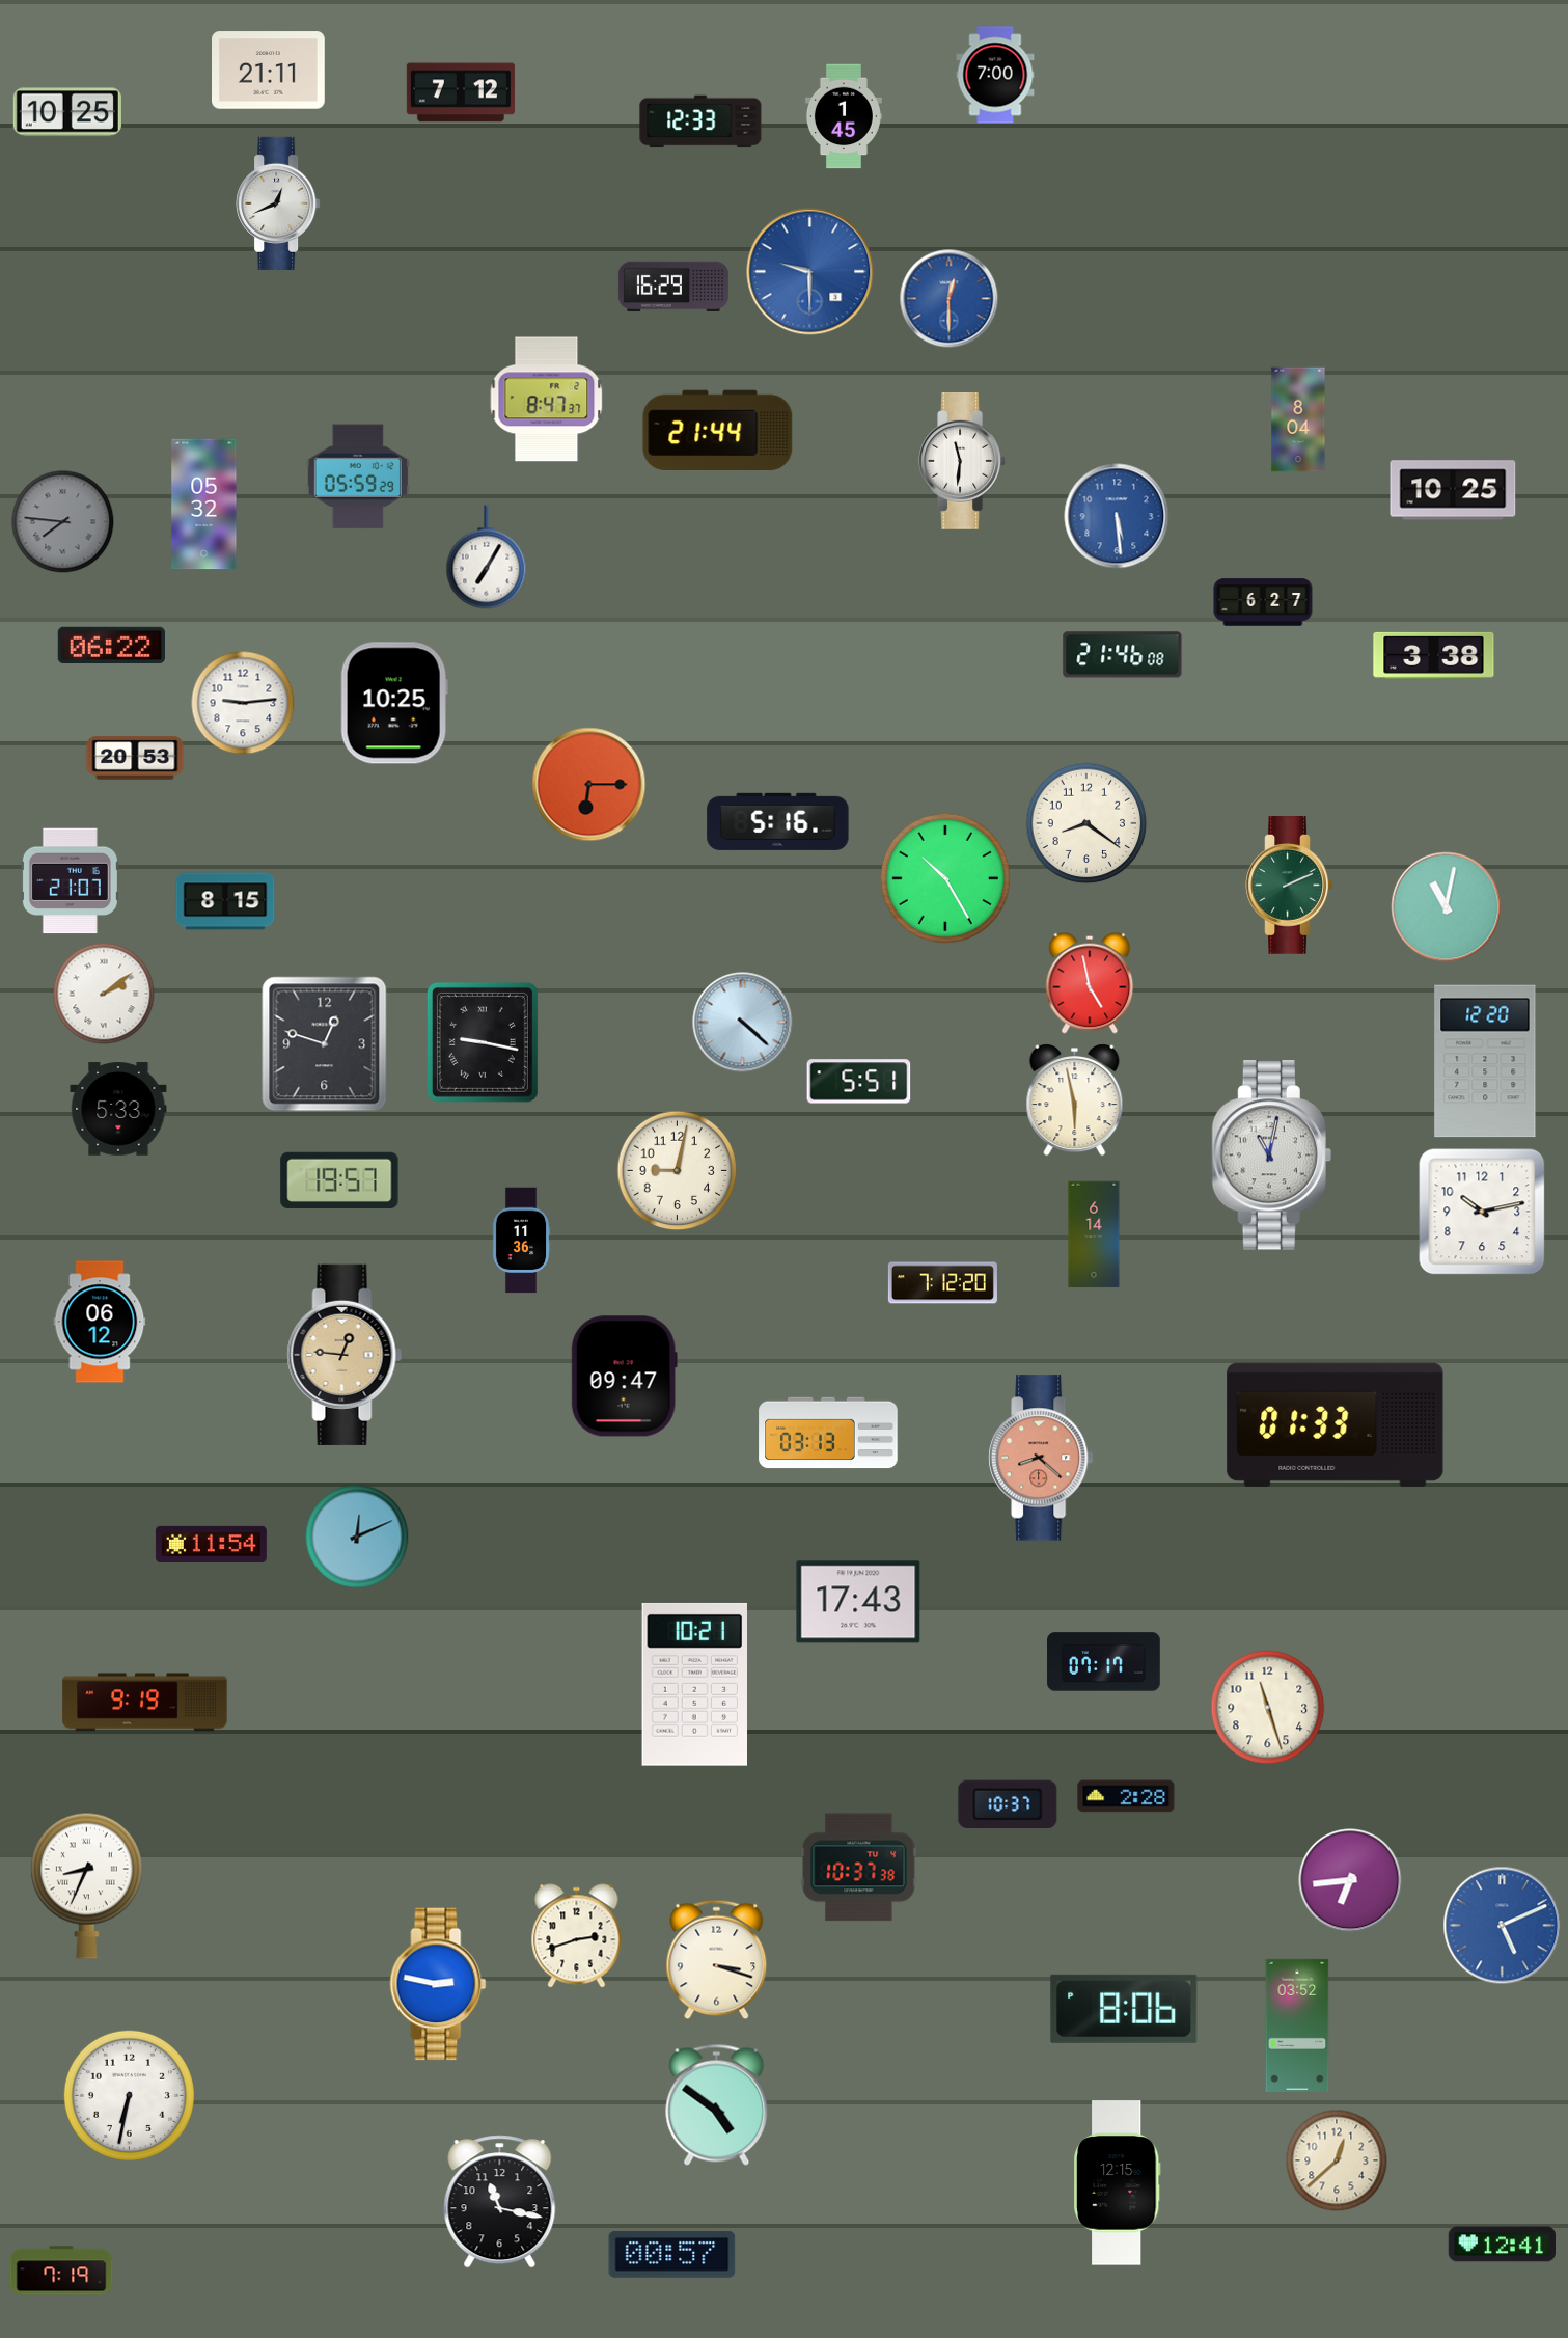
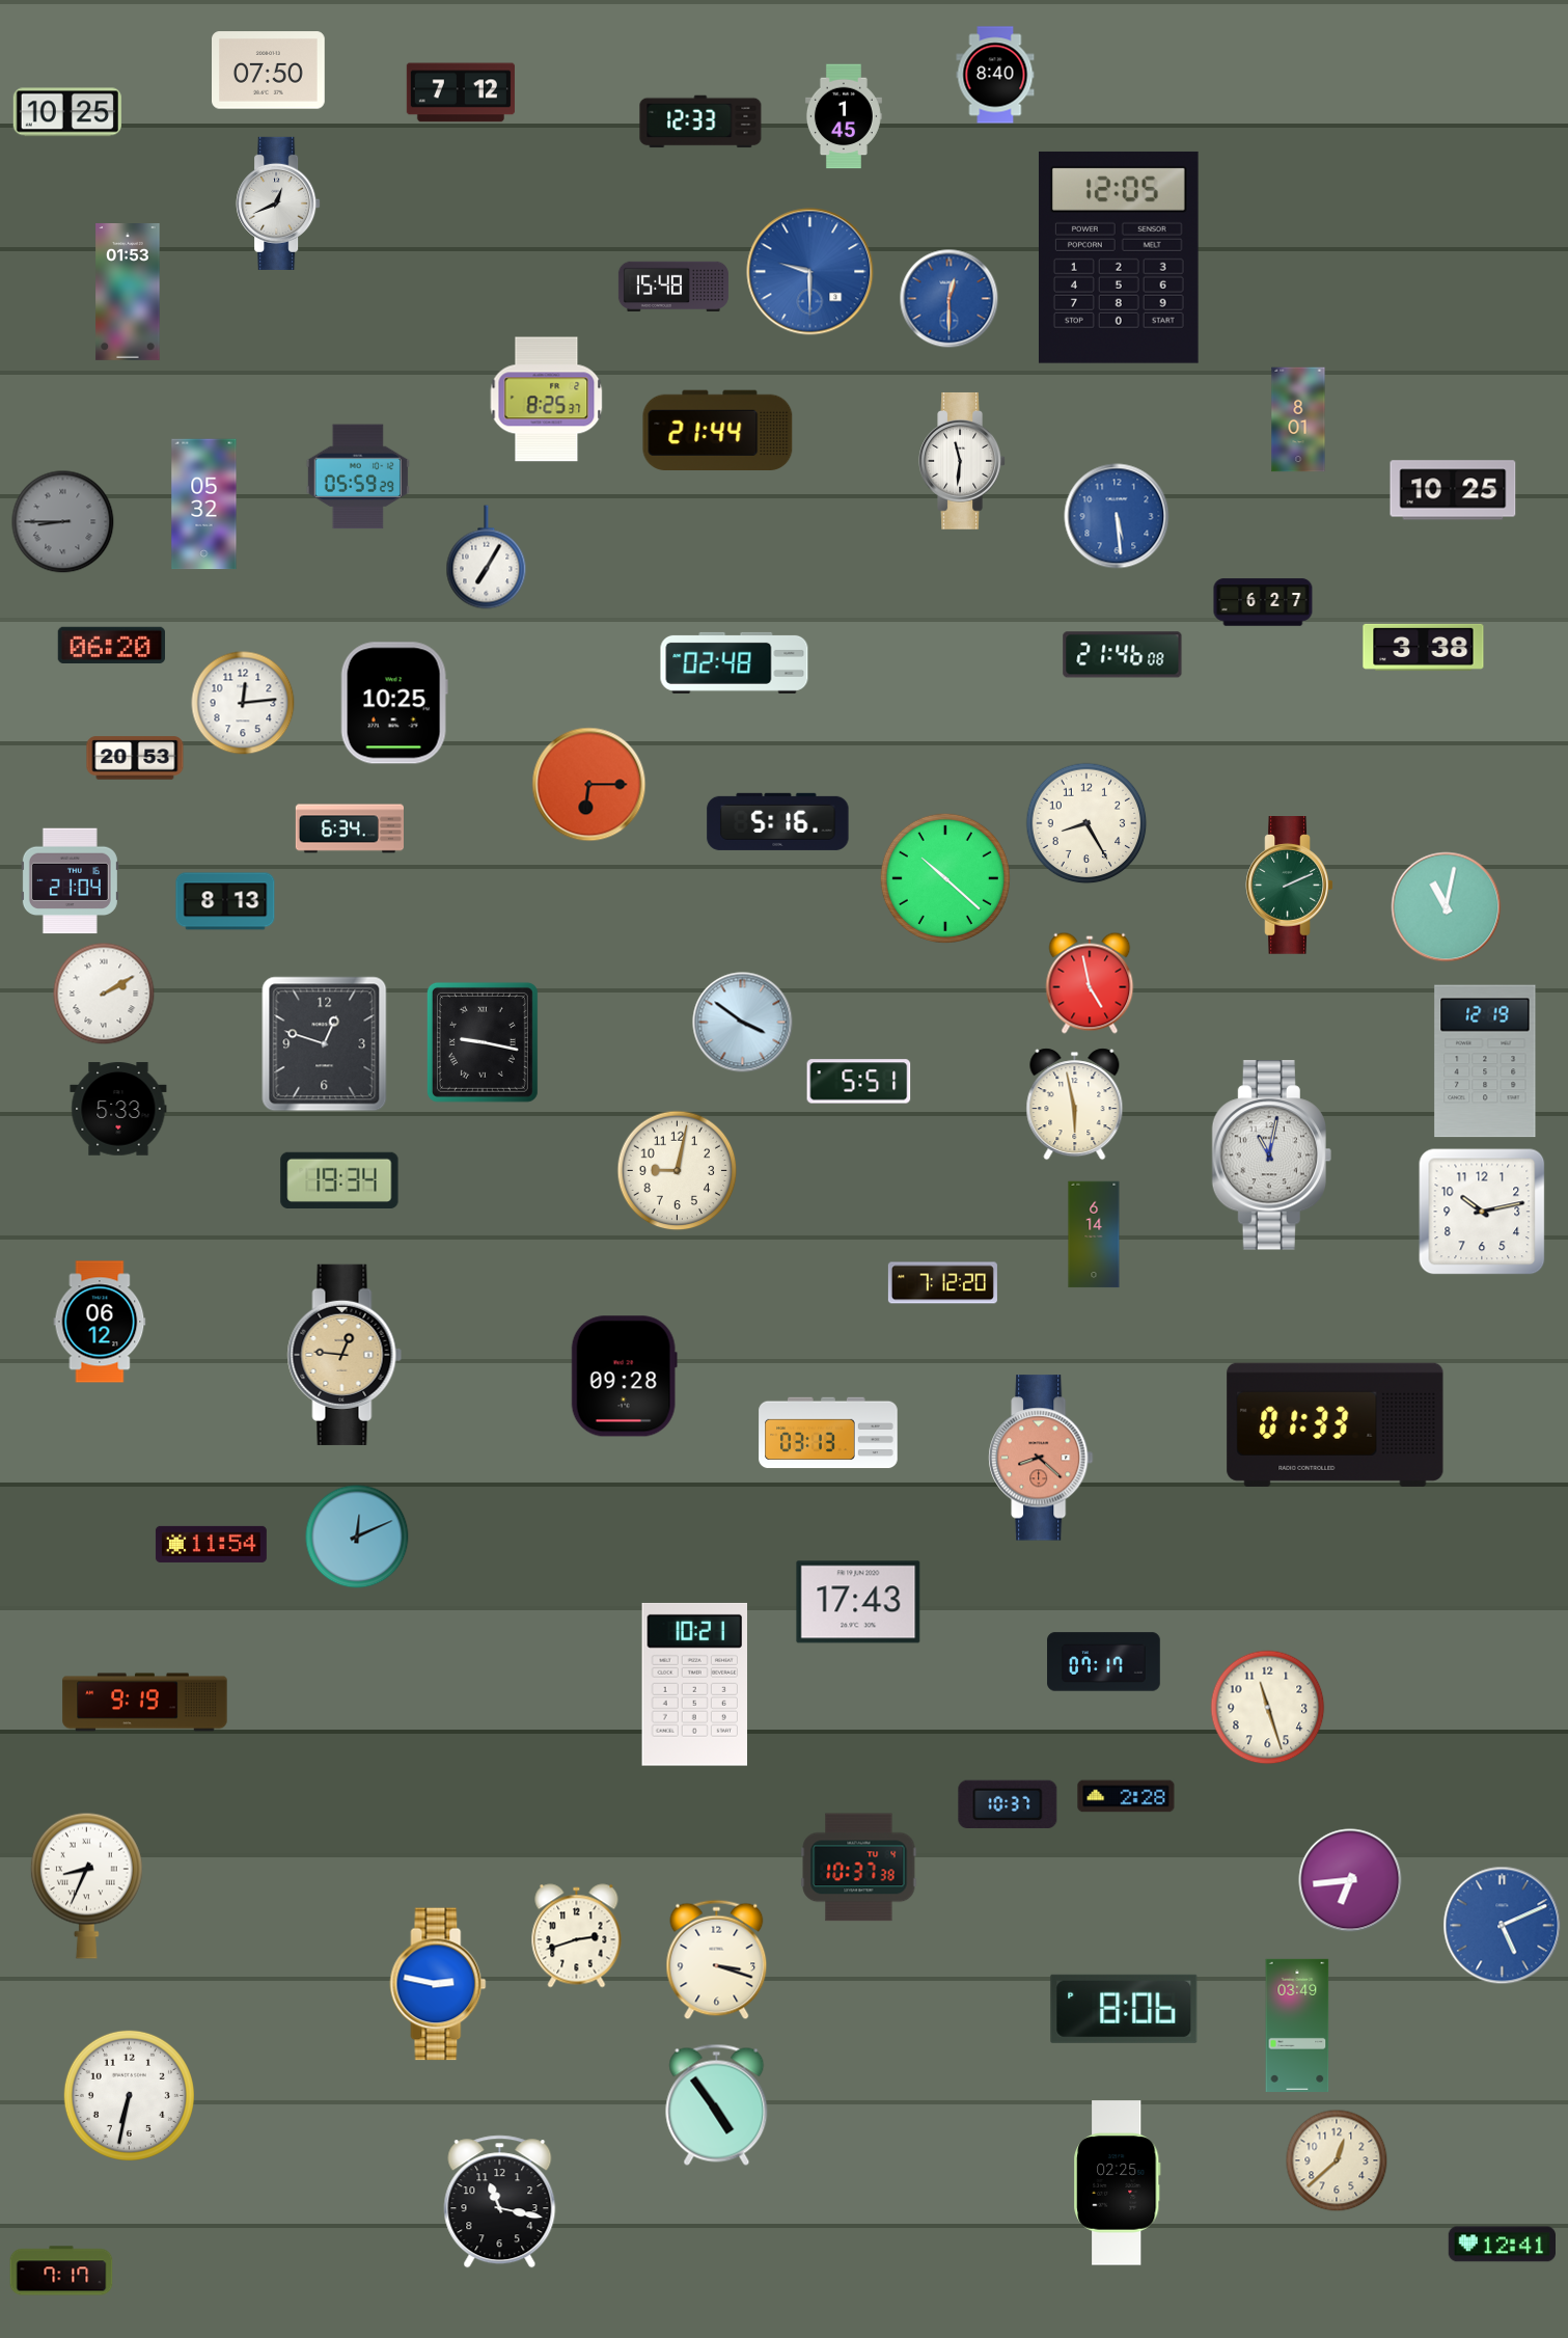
clock at (269, 71): 21:11 -> 07:50
clock at (995, 75): 7:00 -> 8:40
clock at (1119, 257): none -> 12:05
clock at (673, 286): 16:29 -> 15:48
clock at (128, 293): none -> 01:53
clock at (547, 400): 8:47 -> 8:25
clock at (1298, 419): 8:04 -> 8:01
clock at (63, 522): 7:46 -> 8:45
clock at (111, 645): 06:22 -> 06:20
clock at (1434, 655) position: (1434, 655) -> (1424, 647)
clock at (735, 662): none -> 02:48
clock at (243, 703): 9:14 -> 12:14
clock at (1086, 823): 8:21 -> 8:25
clock at (349, 828): none -> 6:34
clock at (945, 878): 10:25 -> 10:22
clock at (70, 881): 21:07 -> 21:04
clock at (225, 901): 8:15 -> 8:13
clock at (104, 994): 2:09 -> 2:10
clock at (743, 1023): 4:22 -> 3:51
clock at (1485, 1061): 12:20 -> 12:19
clock at (1075, 1100) position: (1075, 1100) -> (1075, 1105)
clock at (339, 1179): 19:57 -> 19:34
clock at (521, 1241): 11:36 -> none
clock at (624, 1377): 09:47 -> 09:28
clock at (1297, 2026): 03:52 -> 03:49
clock at (717, 2104): 4:51 -> 4:54
clock at (1118, 2183): 12:15 -> 02:25
clock at (672, 2254): 00:57 -> none
clock at (61, 2271): 7:19 -> 7:17
